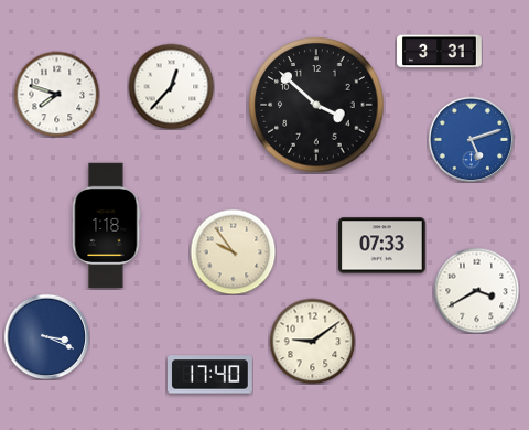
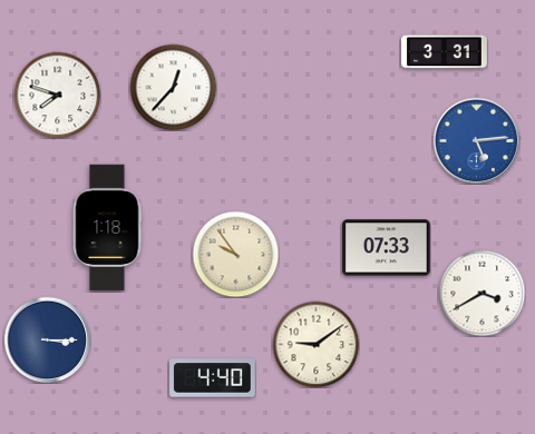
clock at (316, 105): 3:52 -> none
clock at (471, 139): 5:12 -> 5:14
clock at (46, 336): 3:19 -> 3:15
clock at (210, 375): 17:40 -> 4:40
